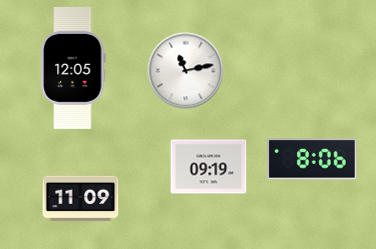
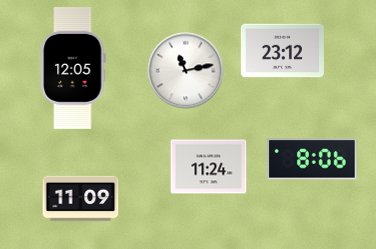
clock at (282, 51): none -> 23:12
clock at (209, 167): 09:19 -> 11:24
